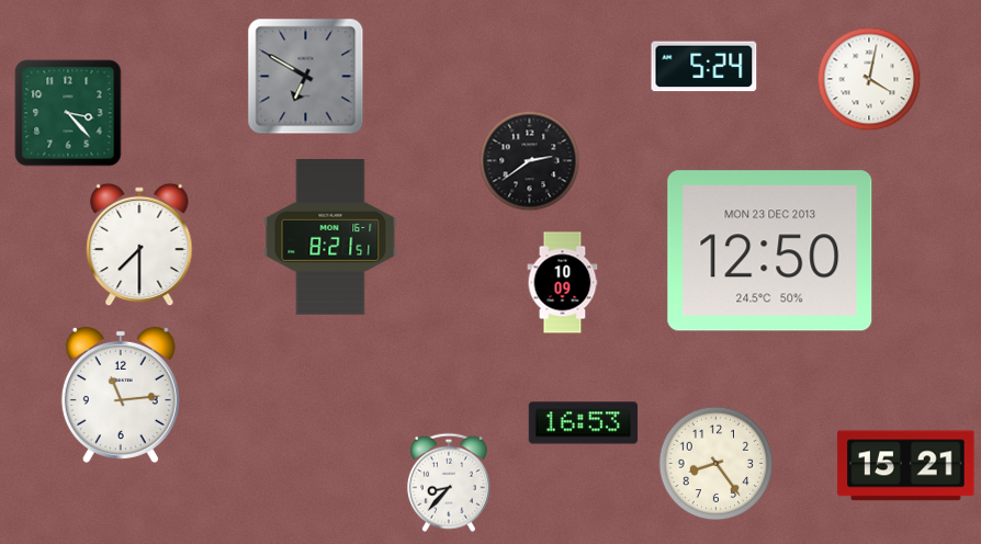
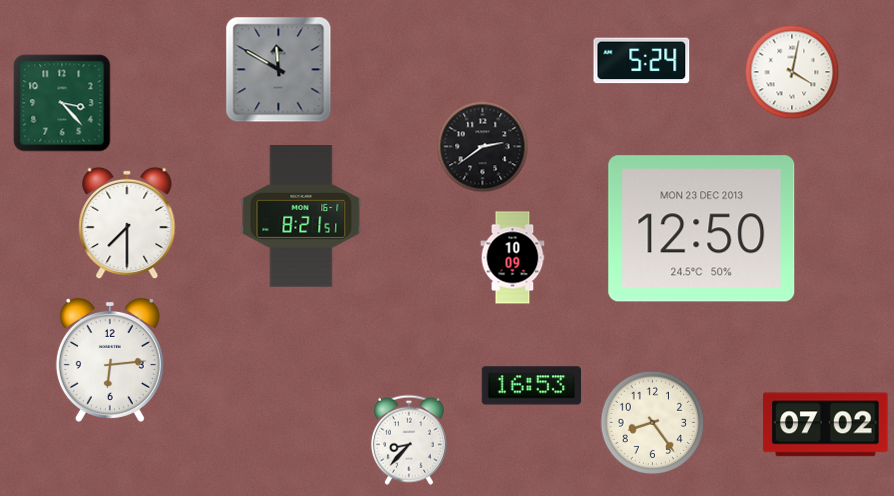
clock at (306, 77): 6:50 -> 11:50
clock at (121, 395): 11:14 -> 6:14
clock at (906, 466): 15:21 -> 07:02
